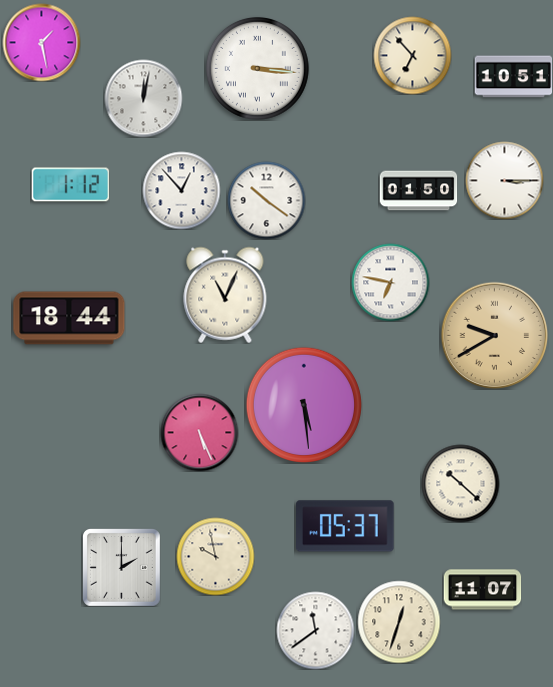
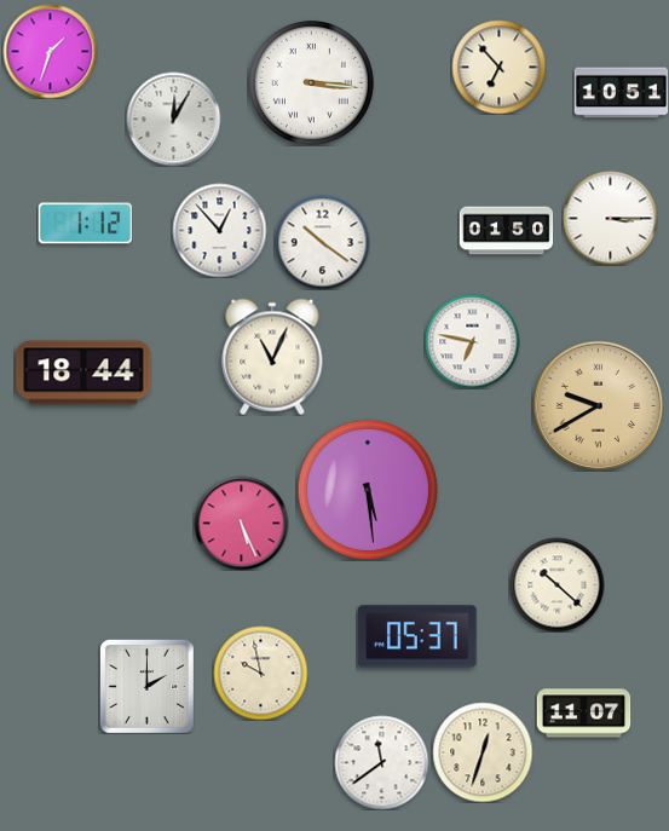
clock at (41, 42): 1:28 -> 1:33
clock at (143, 98): 12:02 -> 12:05
clock at (69, 318) position: (69, 318) -> (83, 373)
